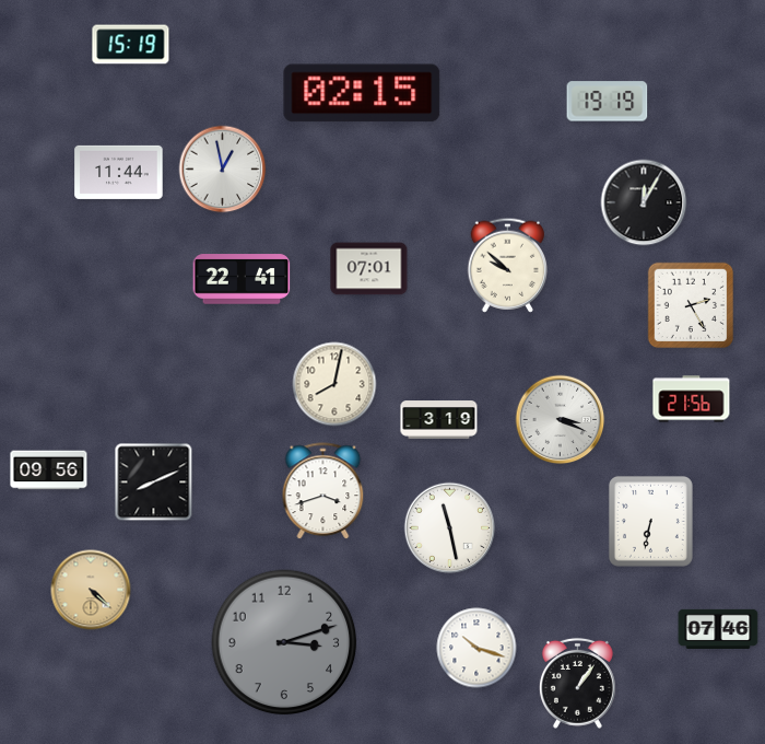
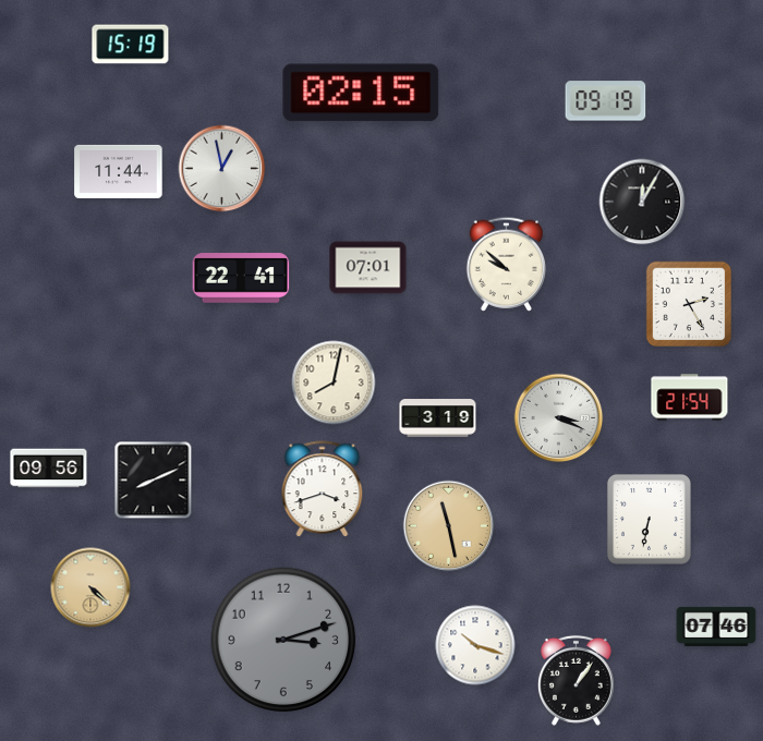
clock at (608, 102): 19:19 -> 09:19
clock at (692, 399): 21:56 -> 21:54
clock at (450, 528) dial: white -> champagne
